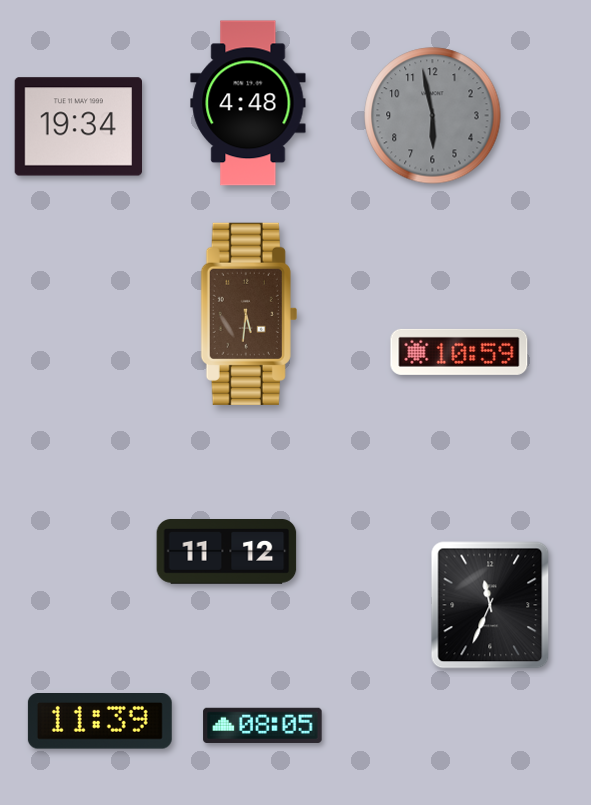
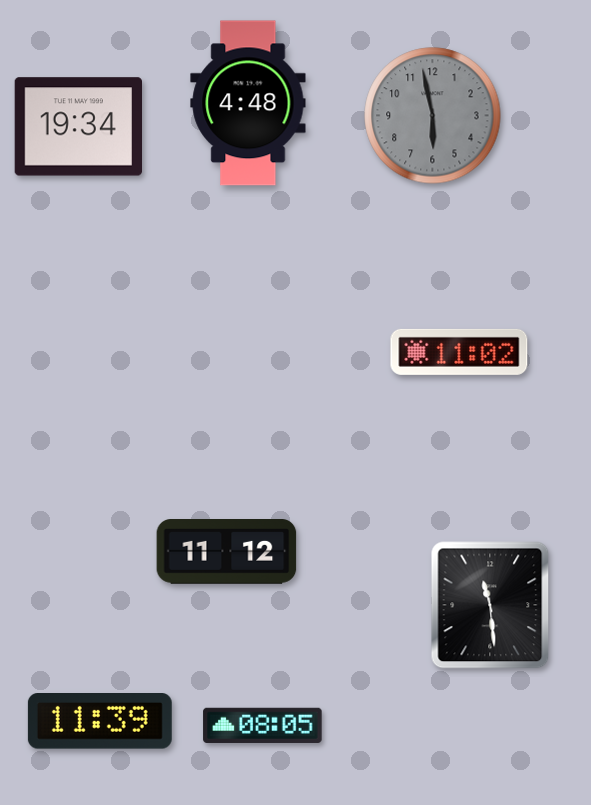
clock at (249, 314): 5:31 -> none
clock at (459, 352): 10:59 -> 11:02
clock at (490, 605): 11:34 -> 11:29
